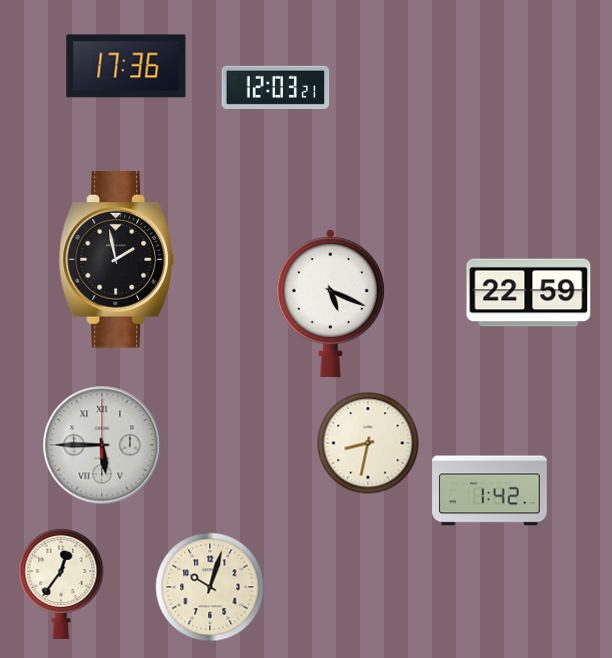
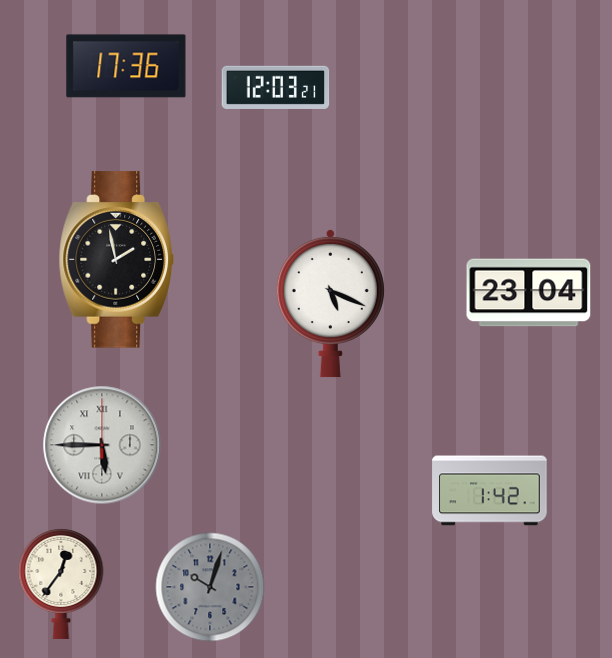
clock at (529, 293): 22:59 -> 23:04
clock at (368, 443): 8:32 -> none
clock at (210, 587) dial: cream -> grey
